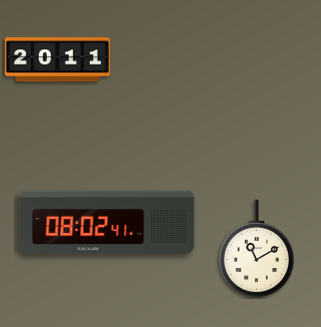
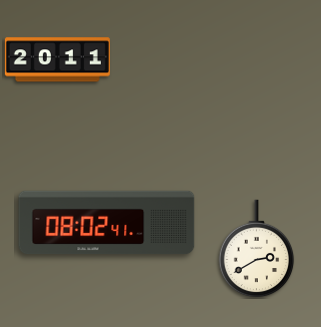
clock at (257, 249): 11:10 -> 2:40
